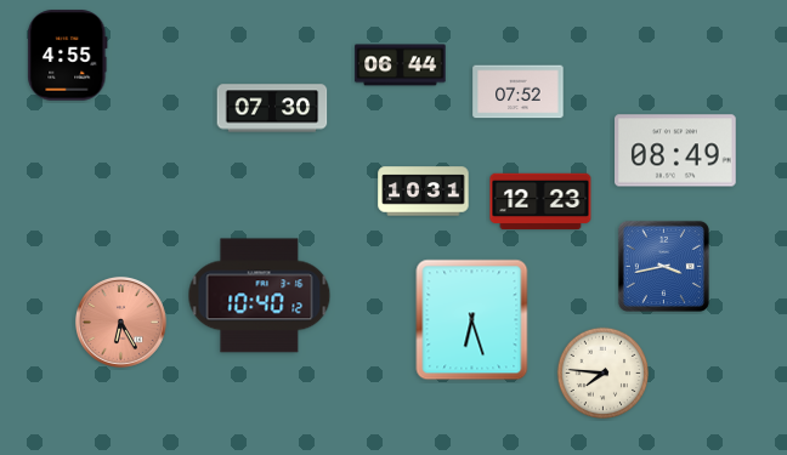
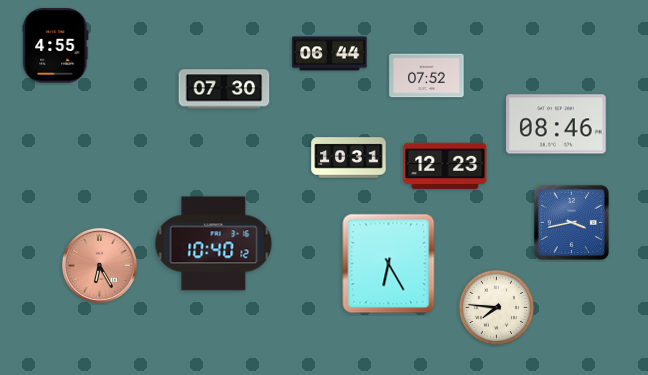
clock at (676, 150): 08:49 -> 08:46
clock at (663, 266) position: (663, 266) -> (571, 222)
clock at (472, 320): 6:27 -> 6:25
